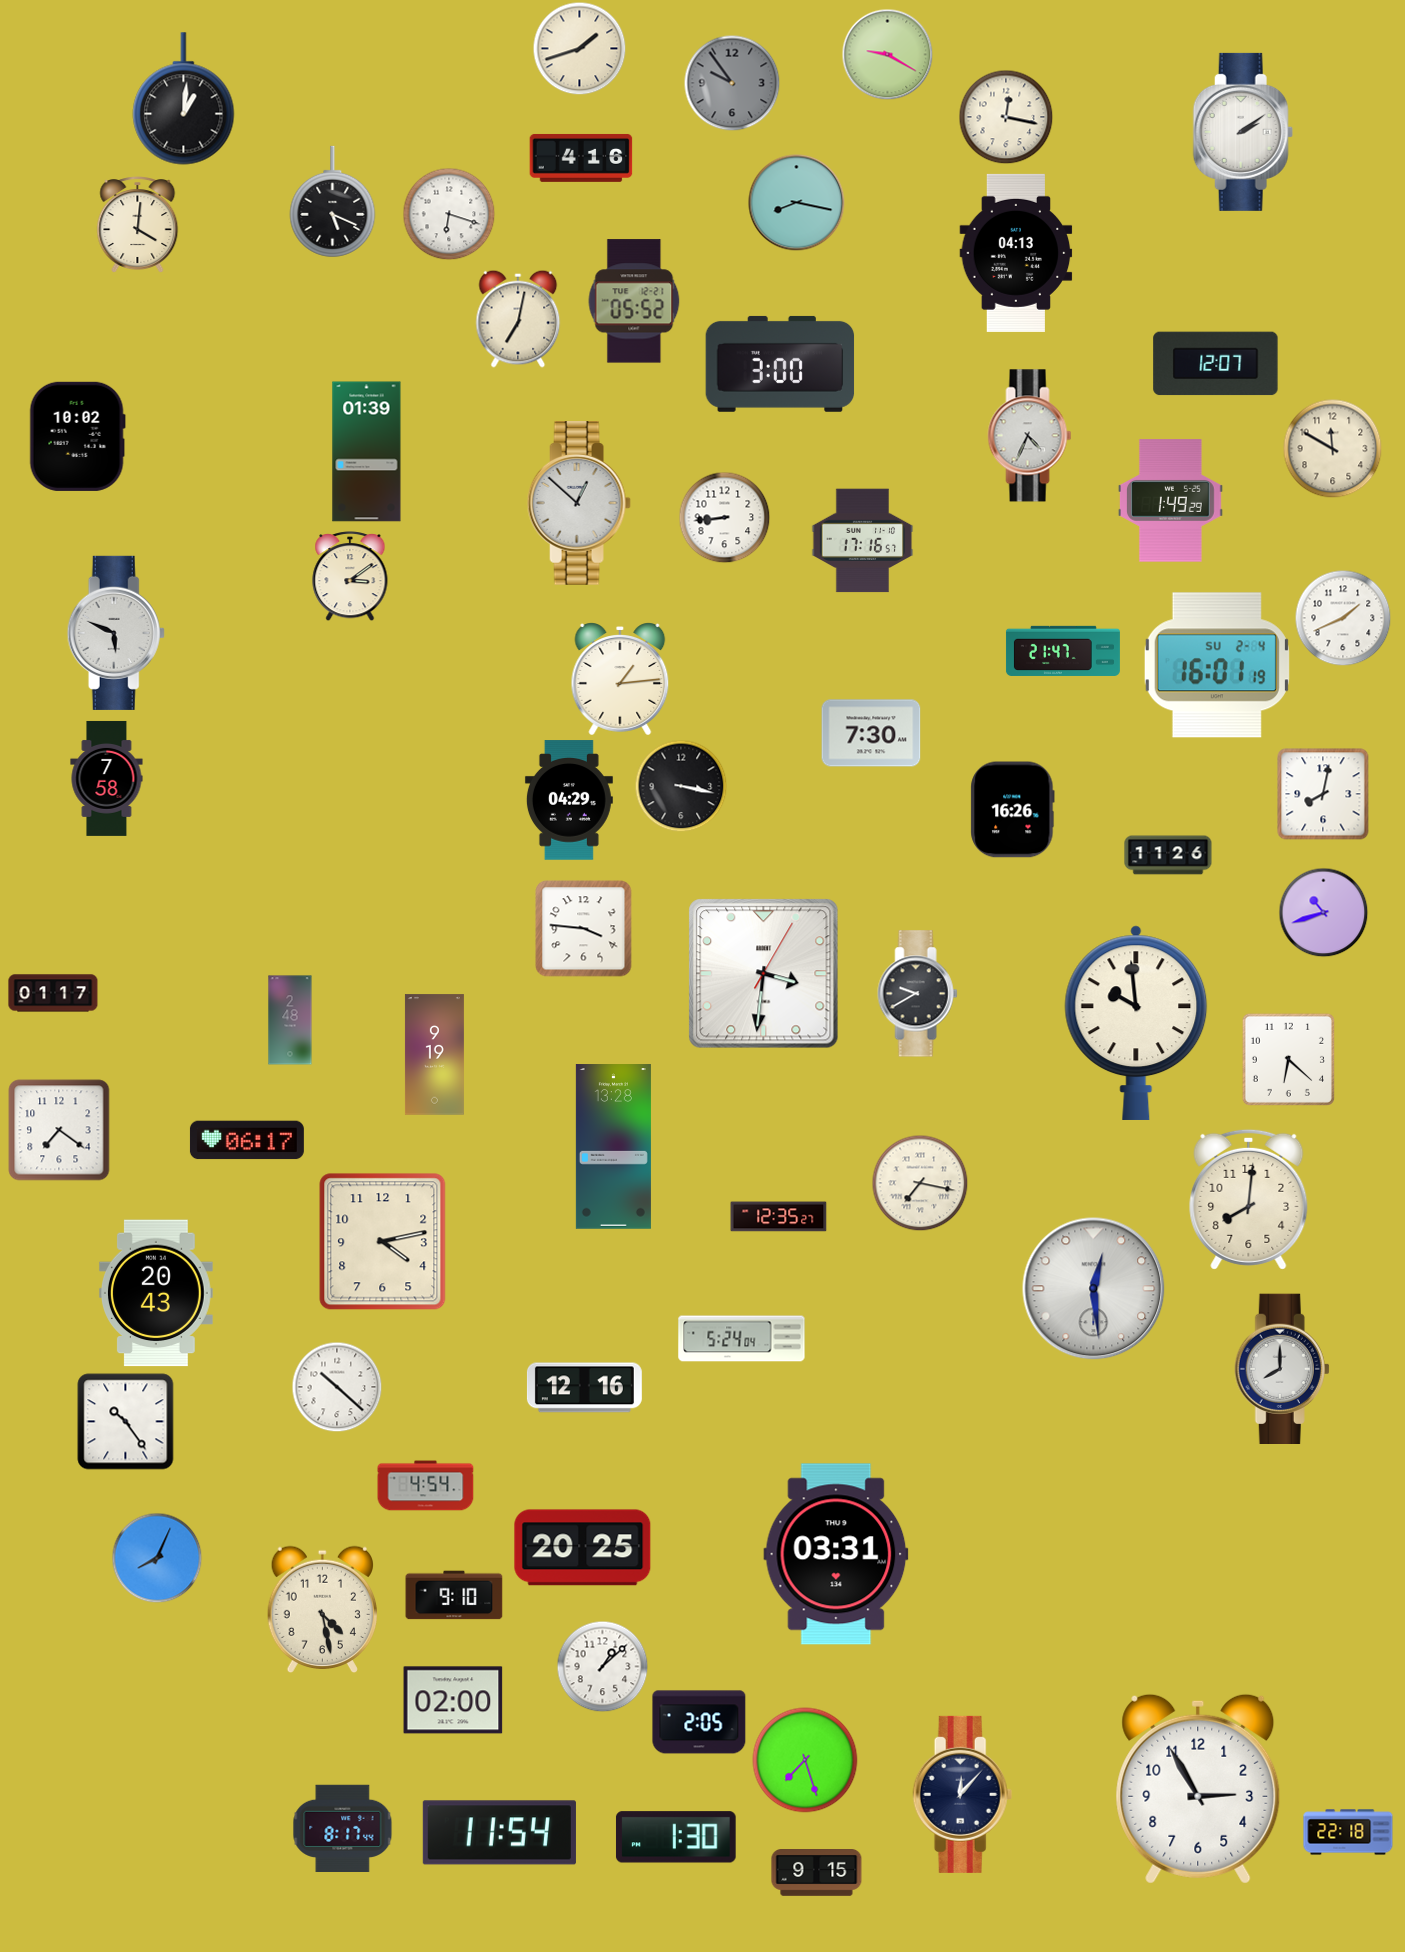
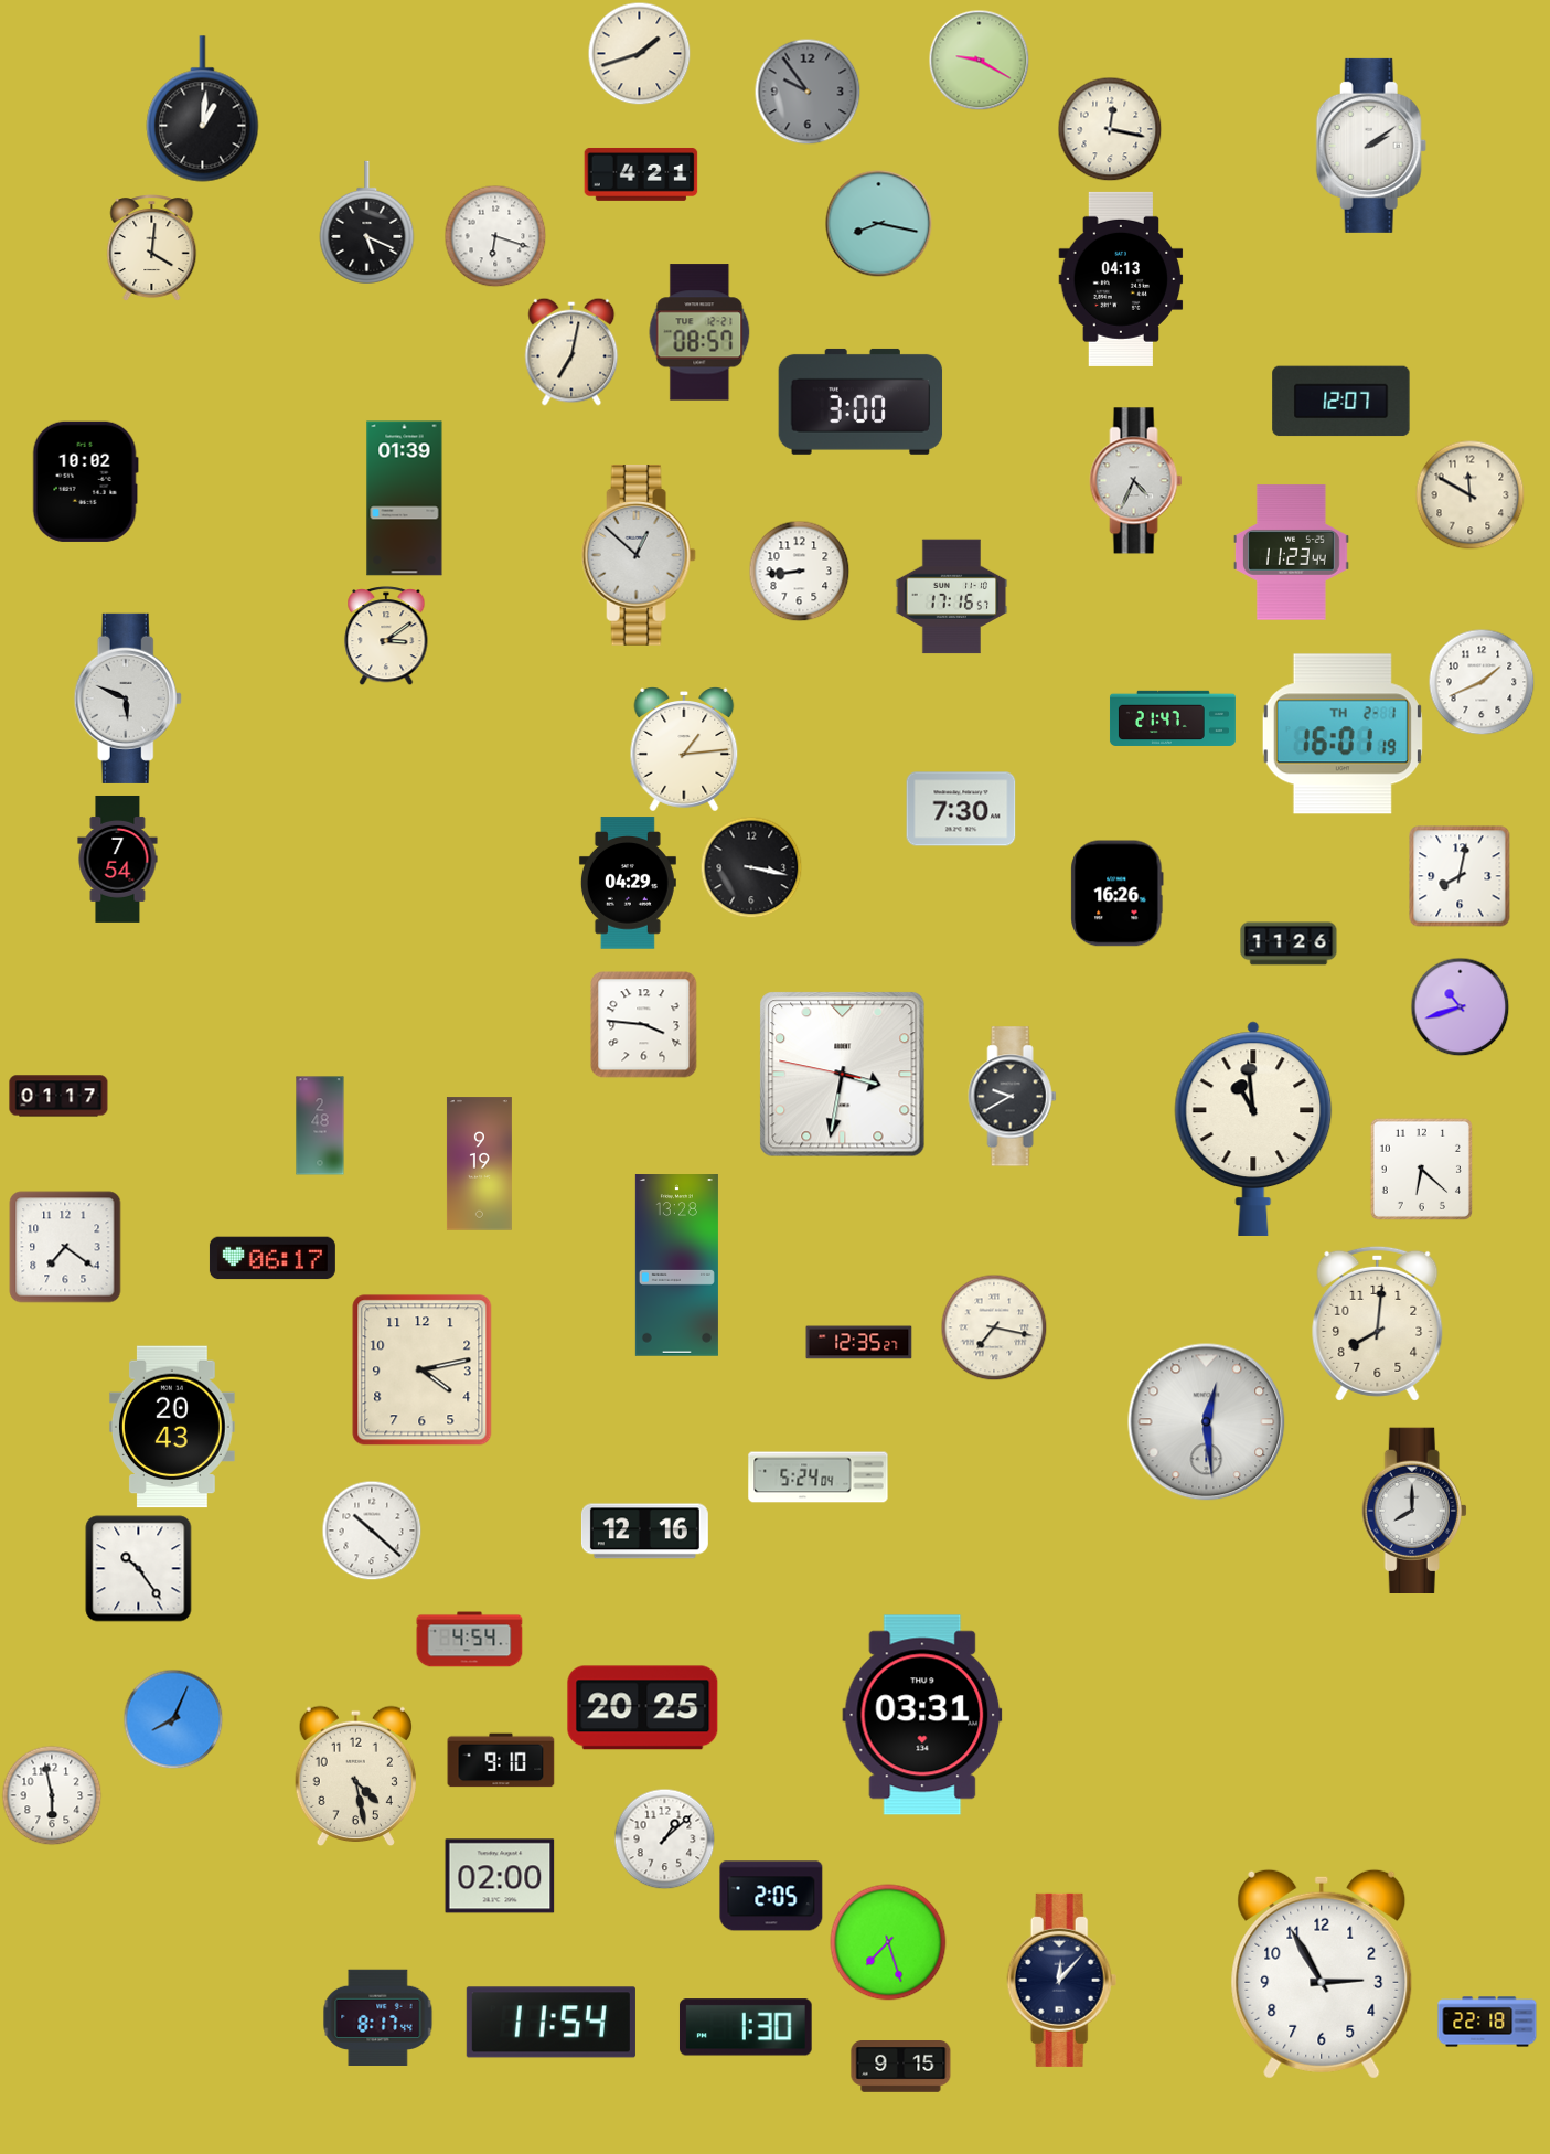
clock at (581, 158): 4:16 -> 4:21
clock at (634, 301): 05:52 -> 08:57
clock at (1171, 501): 1:49 -> 11:23
clock at (1217, 665) date: SU 2-4 -> TH 2-1
clock at (107, 778): 7:58 -> 7:54
clock at (764, 974): 3:31:05 -> 3:31:47
clock at (1136, 1023): 9:59 -> 10:59
clock at (920, 1183) position: (920, 1183) -> (994, 1327)
clock at (52, 1795): none -> 5:58
clock at (699, 1722) position: (699, 1722) -> (771, 1896)
